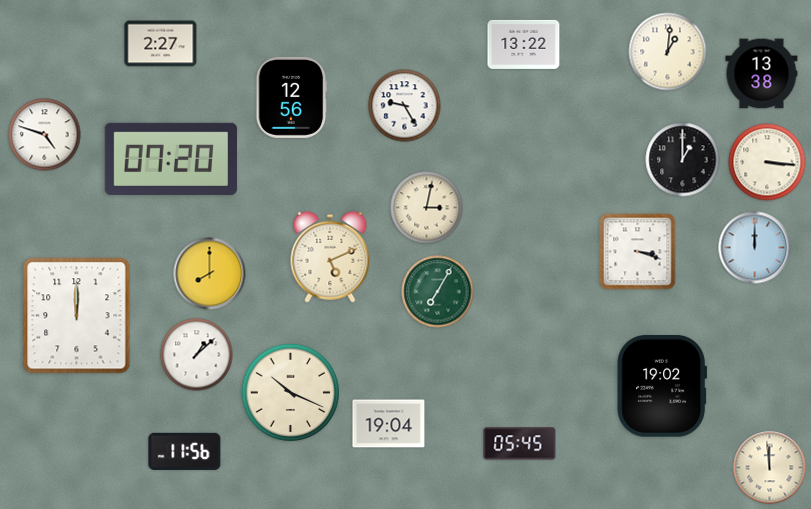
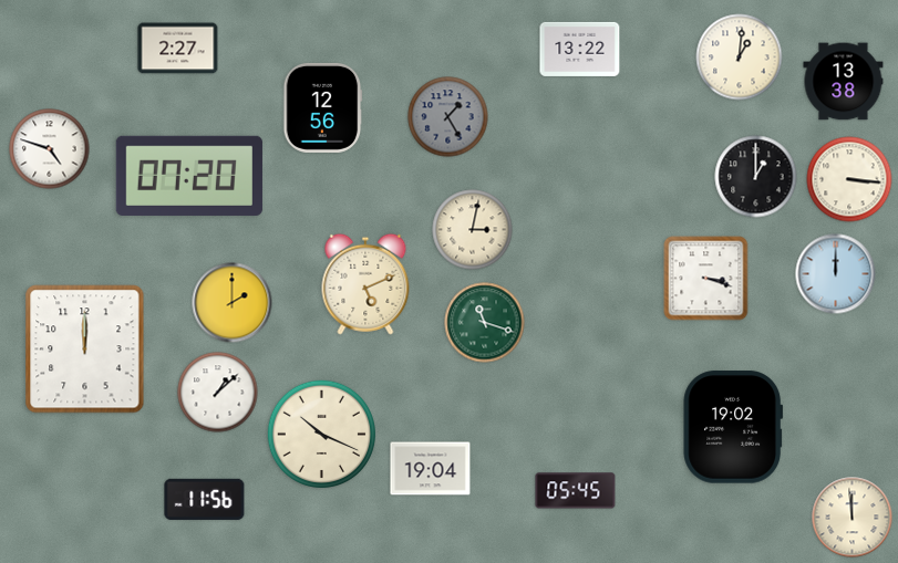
clock at (405, 106): 9:25 -> 1:25
clock at (405, 106) dial: white -> grey
clock at (210, 274): 8:00 -> 2:00
clock at (438, 292): 7:05 -> 11:18
